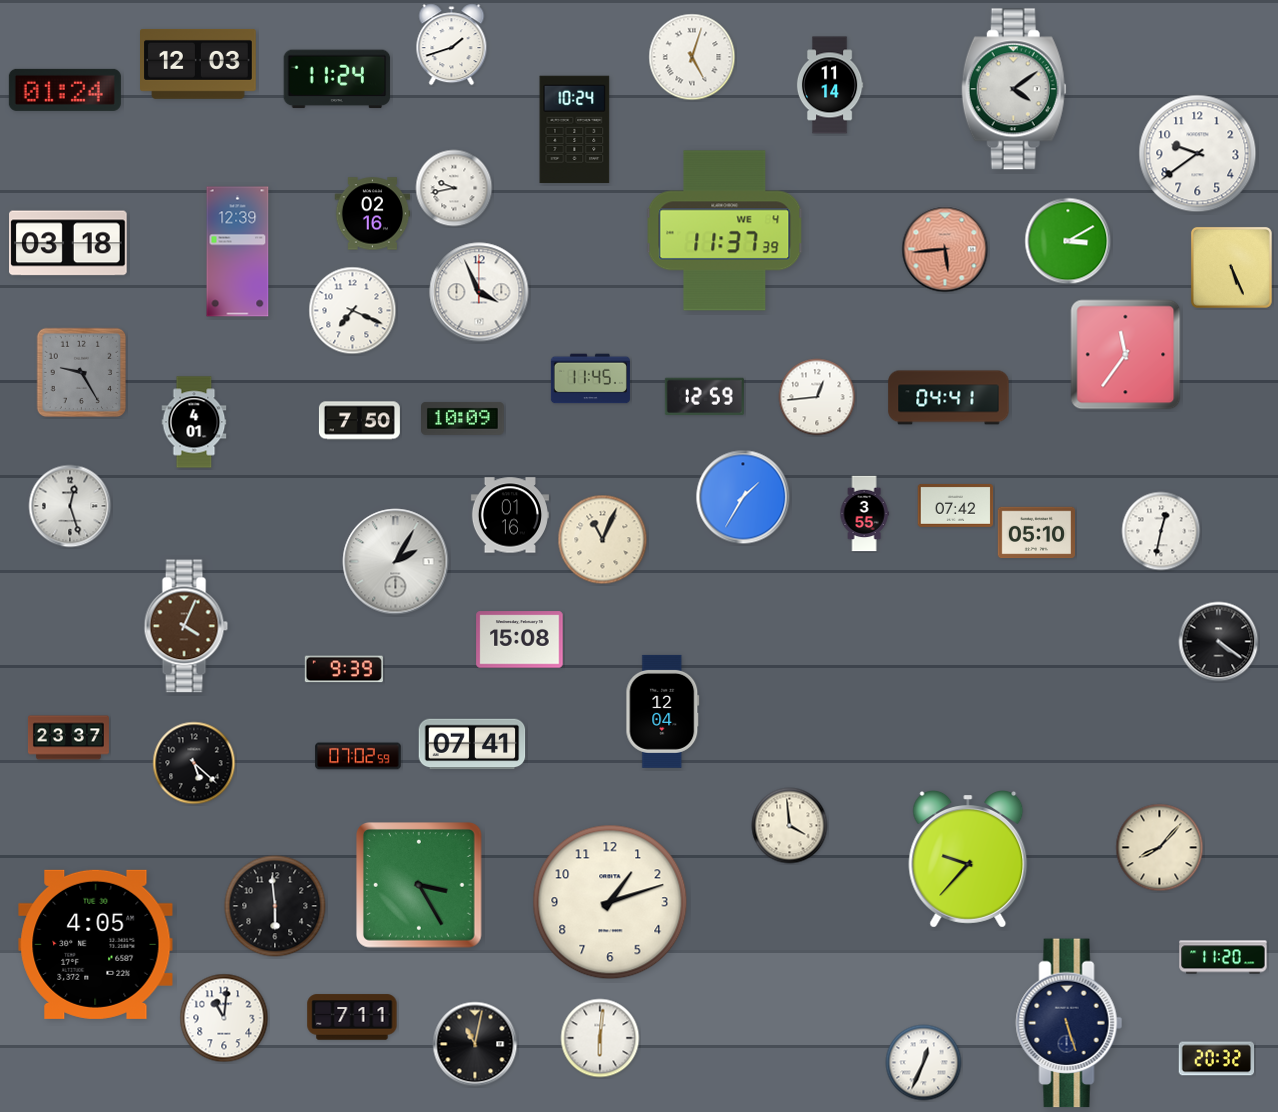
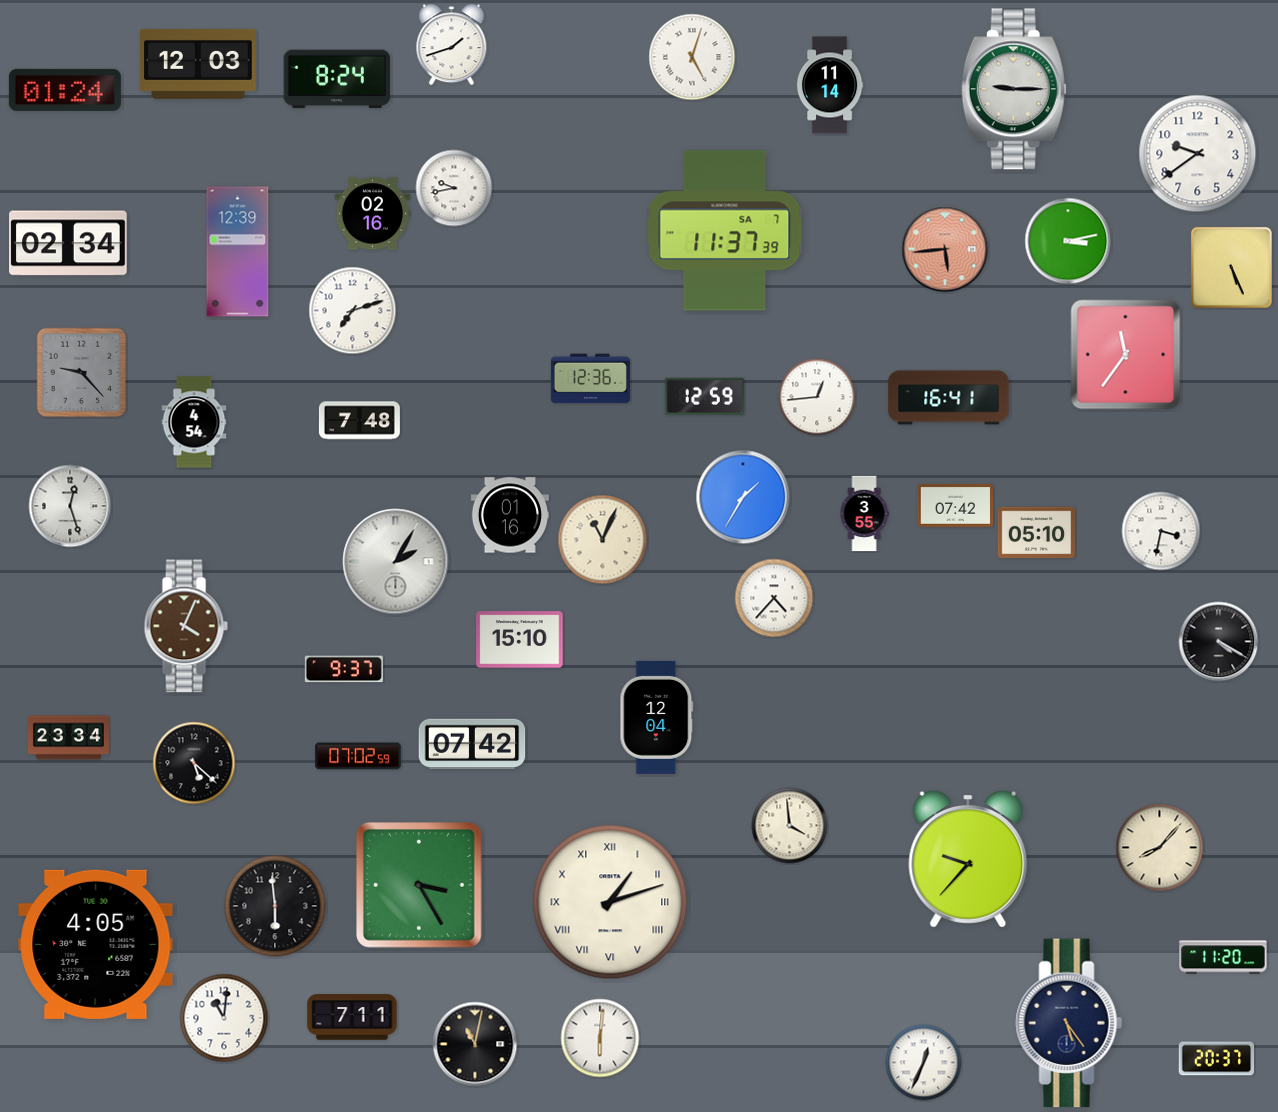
clock at (337, 79): 11:24 -> 8:24
clock at (1014, 89): 4:09 -> 9:15
clock at (575, 130): 10:24 -> none
clock at (725, 231) date: WE 4 -> SA 7
clock at (1068, 241): 3:10 -> 3:13
clock at (68, 243): 03:18 -> 02:34
clock at (479, 292): 3:56 -> none
clock at (353, 311): 7:19 -> 7:12
clock at (82, 373): 9:25 -> 9:23
clock at (590, 379): 11:45 -> 12:36
clock at (949, 398): 04:41 -> 16:41
clock at (463, 418): 10:09 -> none
clock at (359, 421): 7:50 -> 7:48
clock at (194, 422): 4:01 -> 4:54
clock at (1161, 531): 12:32 -> 3:32
clock at (774, 598): none -> 4:37
clock at (520, 640): 15:08 -> 15:10
clock at (1219, 642): 4:21 -> 4:20
clock at (344, 669): 9:39 -> 9:37
clock at (663, 711) position: (663, 711) -> (657, 717)
clock at (68, 738): 23:37 -> 23:34
clock at (472, 744): 07:41 -> 07:42
clock at (610, 902) numerals: Arabic -> Roman
clock at (1069, 1023): 5:27 -> 5:24
clock at (1217, 1059): 20:32 -> 20:37
